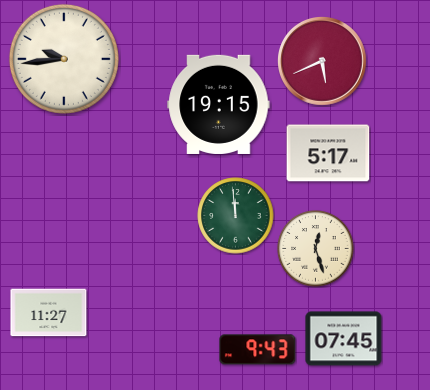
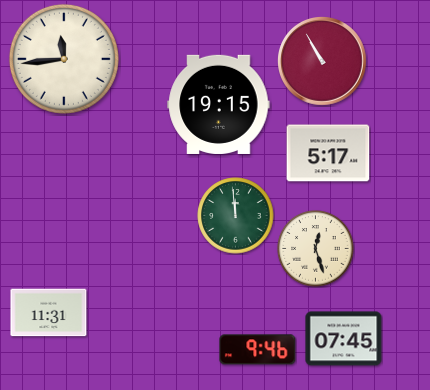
clock at (64, 59): 9:44 -> 11:44
clock at (323, 62): 5:41 -> 10:55
clock at (49, 313): 11:27 -> 11:31
clock at (258, 350): 9:43 -> 9:46
